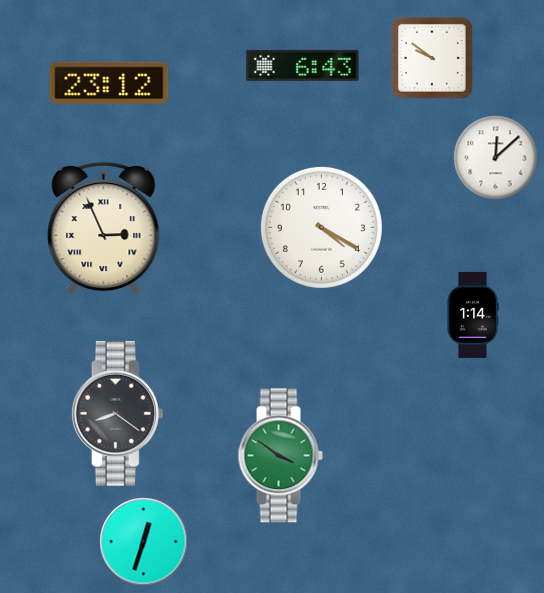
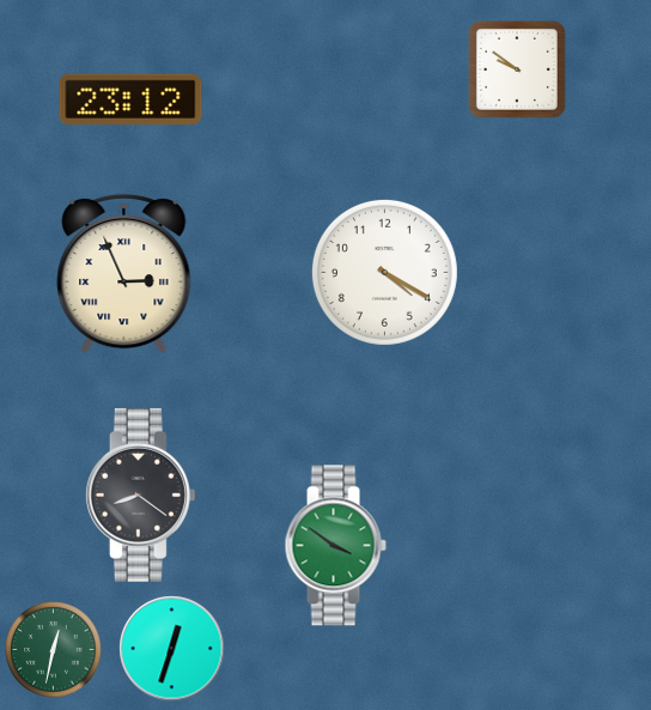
clock at (303, 65): 6:43 -> none
clock at (496, 158): 12:08 -> none
clock at (473, 315): 1:14 -> none
clock at (54, 650): none -> 12:32
